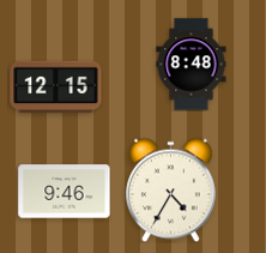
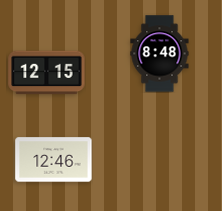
clock at (171, 189): 4:35 -> none
clock at (65, 192): 9:46 -> 12:46
